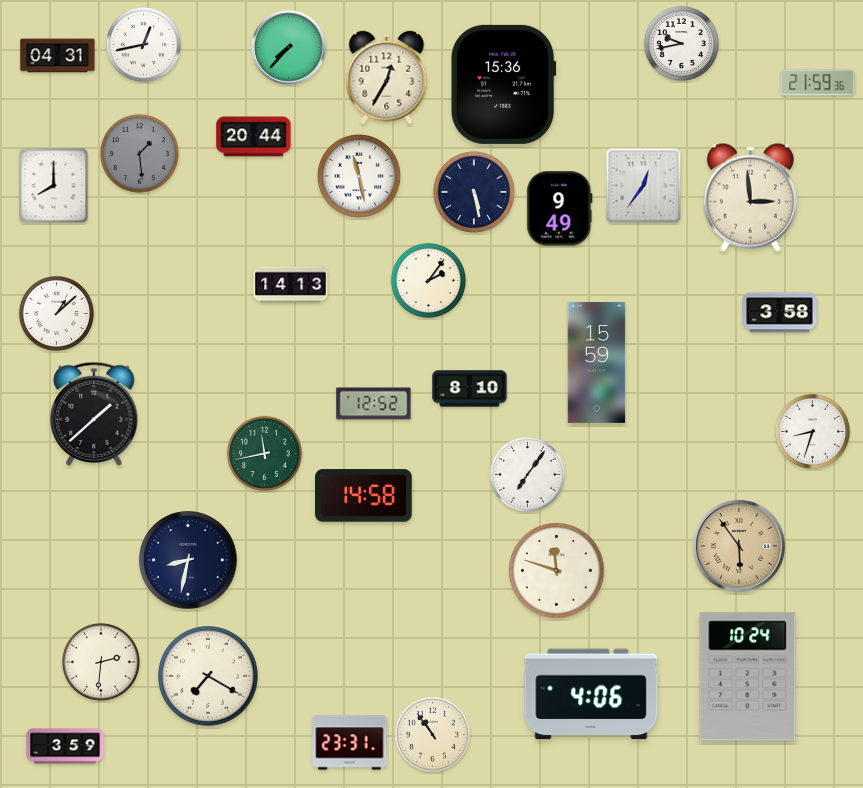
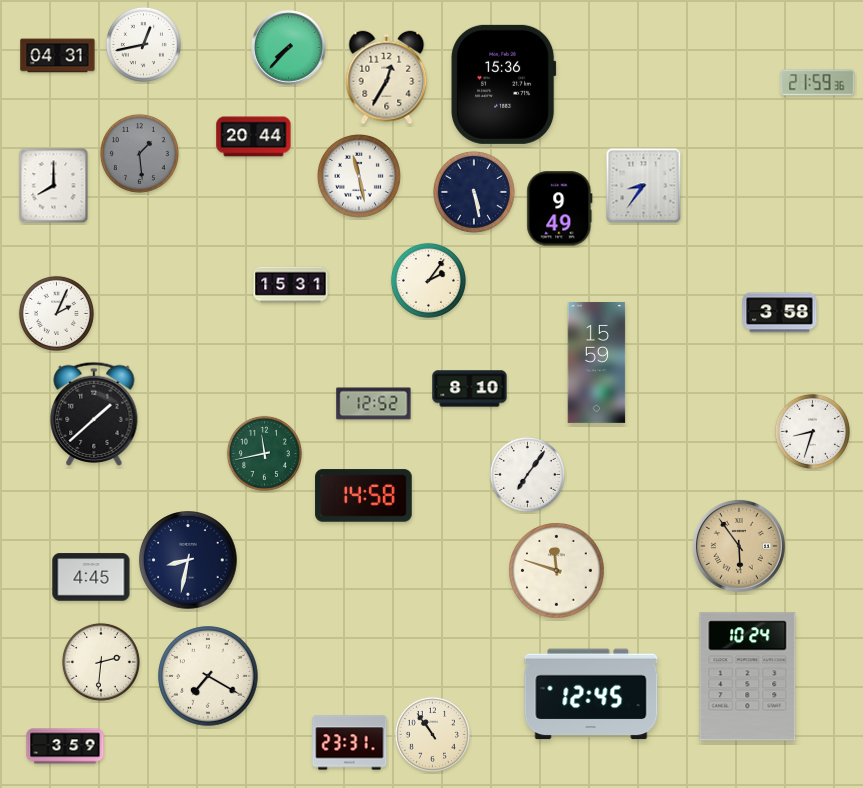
clock at (681, 43): 9:43 -> none
clock at (644, 186): 12:36 -> 8:36
clock at (750, 197): 2:59 -> none
clock at (291, 285): 14:13 -> 15:31
clock at (56, 313): 1:08 -> 2:04
clock at (91, 577): none -> 4:45
clock at (591, 694): 4:06 -> 12:45
